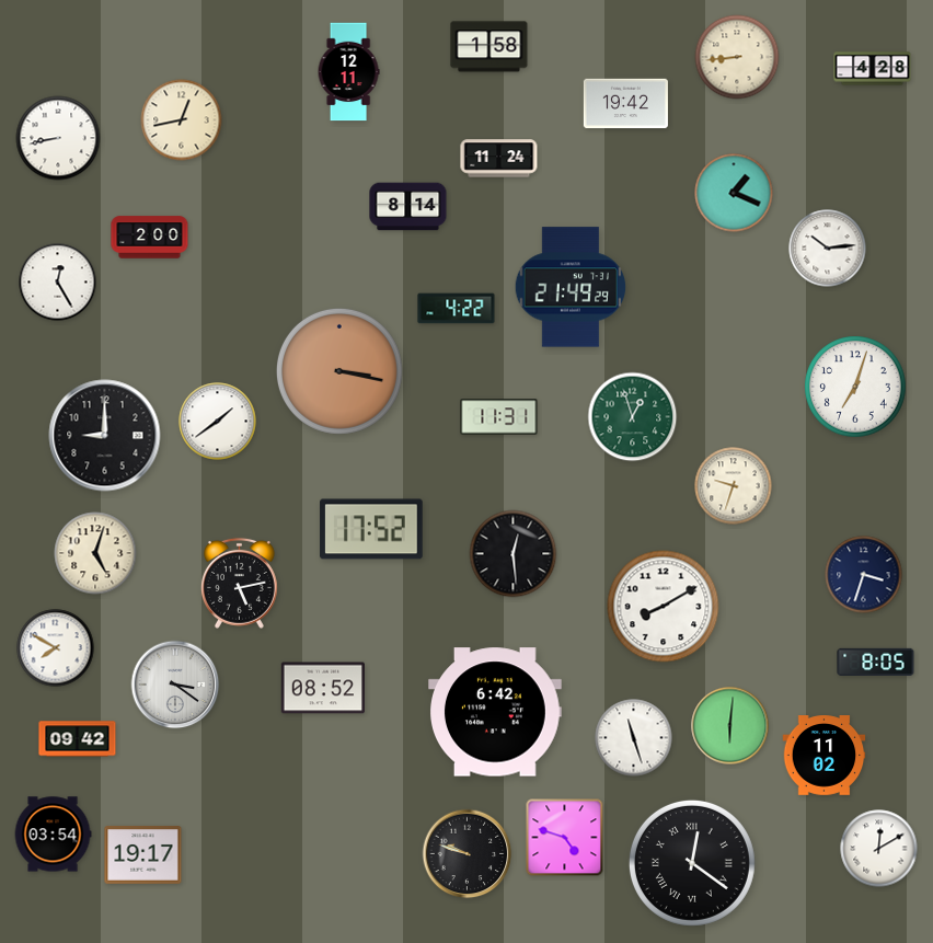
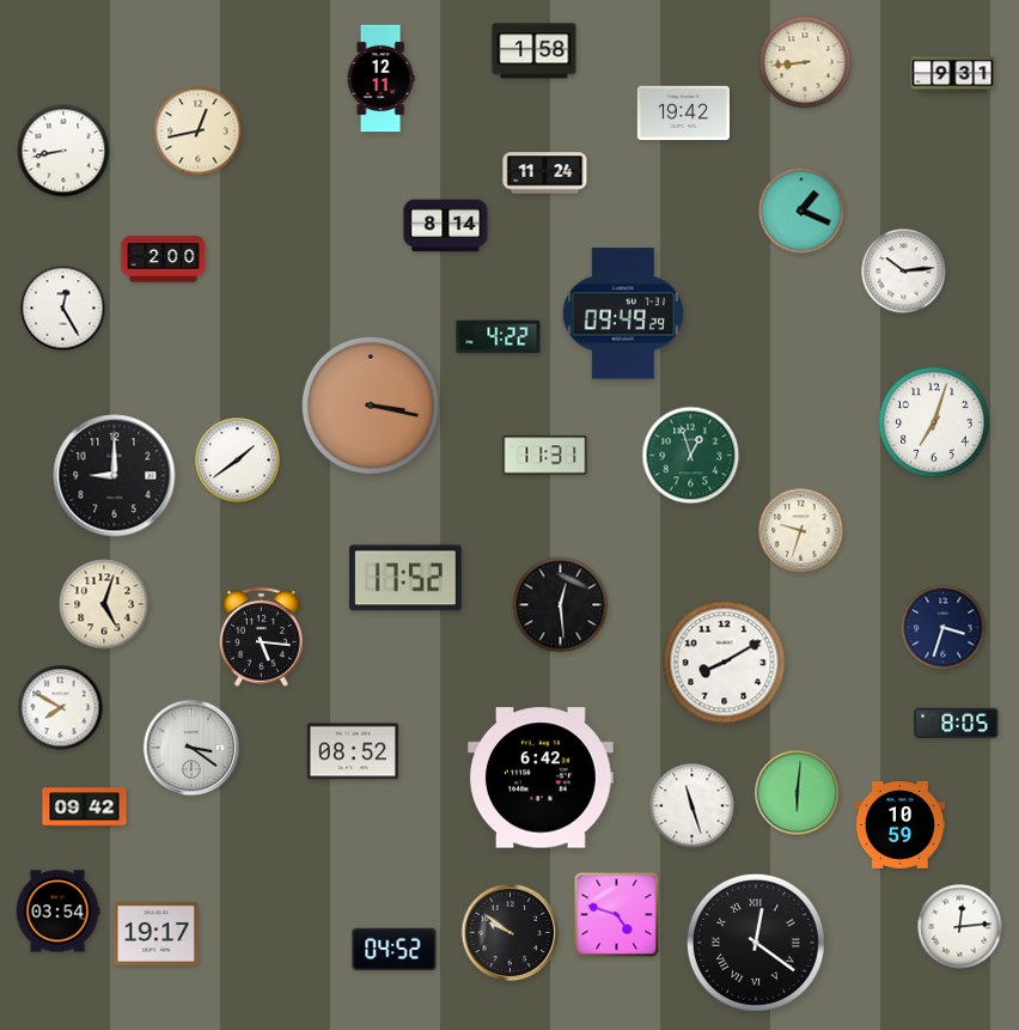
clock at (873, 69): 4:28 -> 9:31
clock at (571, 287): 21:49 -> 09:49
clock at (239, 583): 5:13 -> 5:16
clock at (825, 756): 11:02 -> 10:59
clock at (879, 849): 12:10 -> 12:14
clock at (468, 854): 9:48 -> 9:51
clock at (395, 950): none -> 04:52
